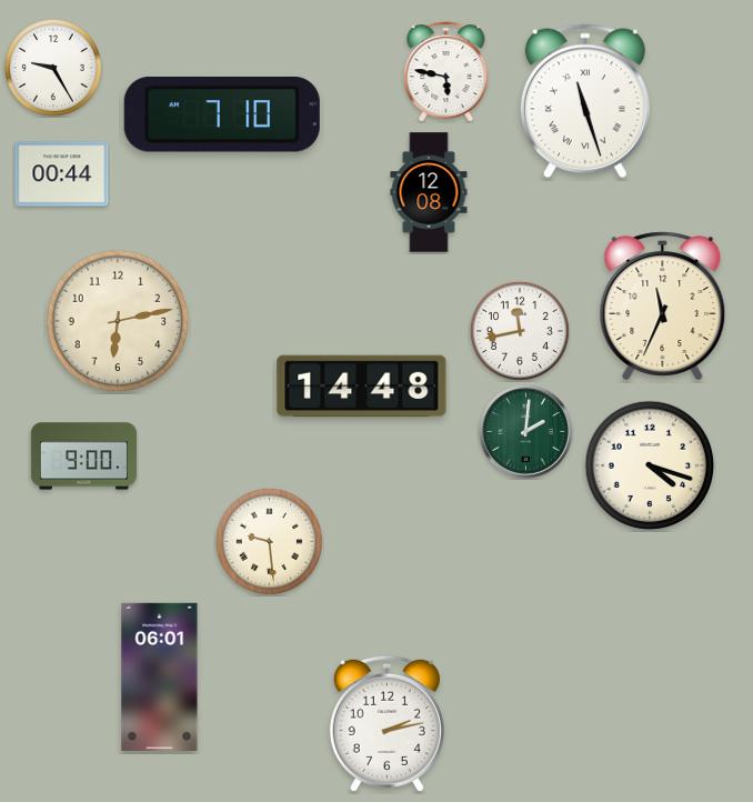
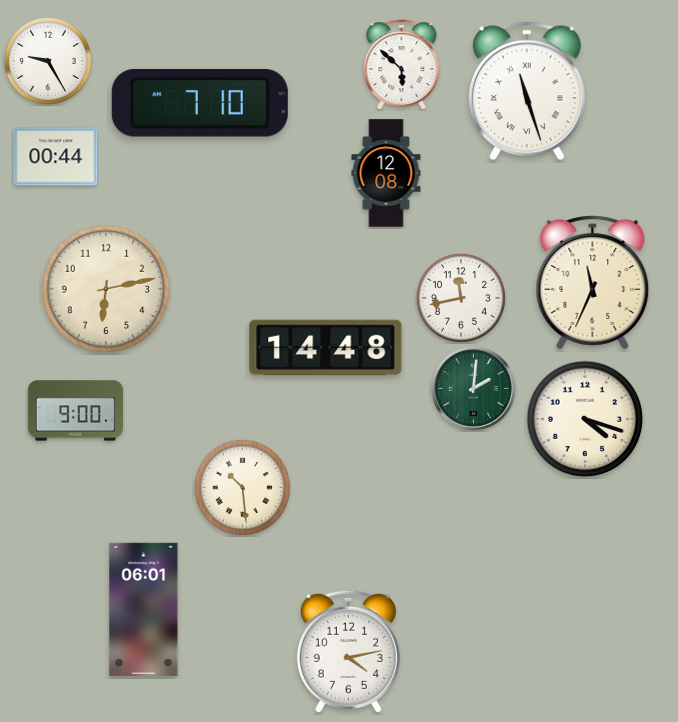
clock at (446, 72): 5:47 -> 5:52
clock at (663, 307) position: (663, 307) -> (593, 283)
clock at (520, 331) position: (520, 331) -> (461, 298)
clock at (269, 541): 9:29 -> 10:29
clock at (386, 723): 2:13 -> 4:13
